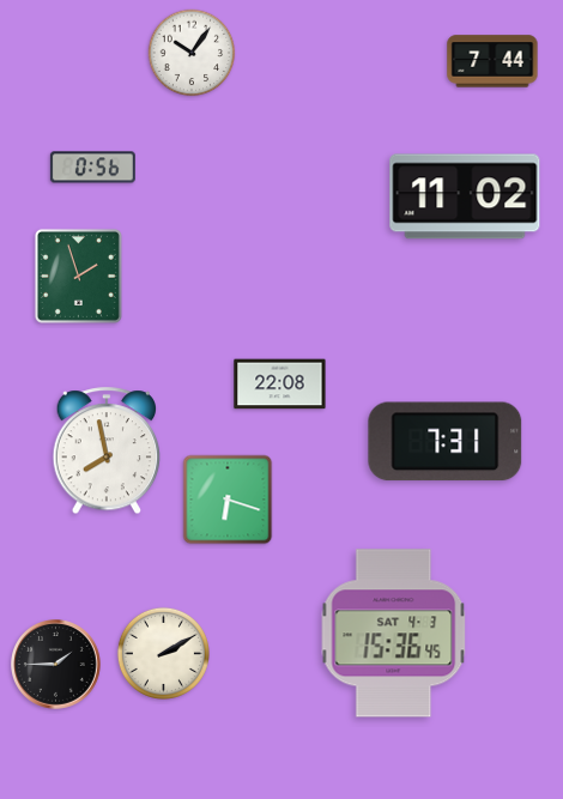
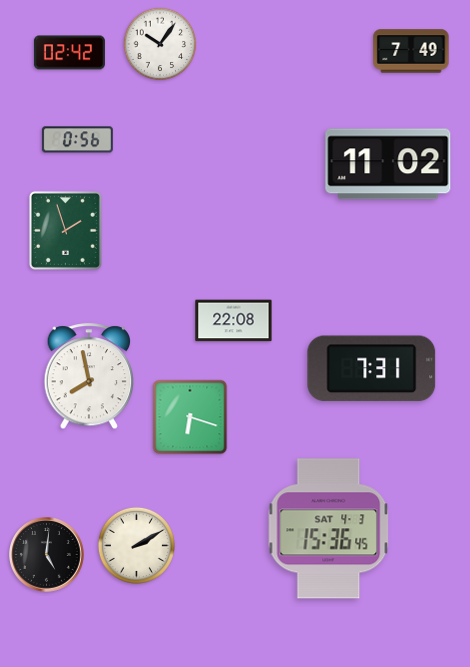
clock at (492, 61): 7:44 -> 7:49
clock at (69, 53): none -> 02:42
clock at (56, 665): 1:45 -> 5:01
